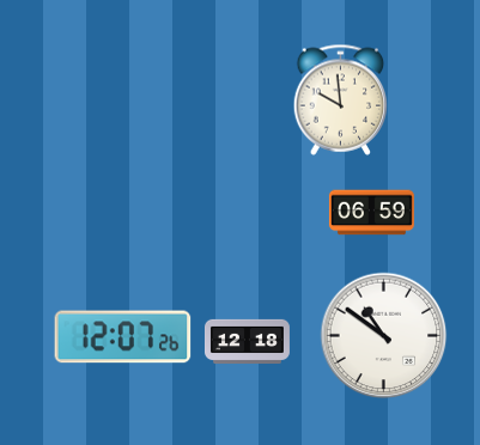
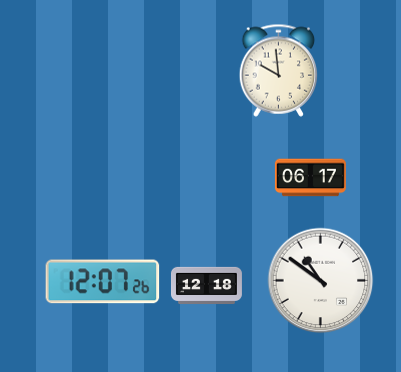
clock at (341, 99) position: (341, 99) -> (279, 70)
clock at (371, 213): 06:59 -> 06:17
